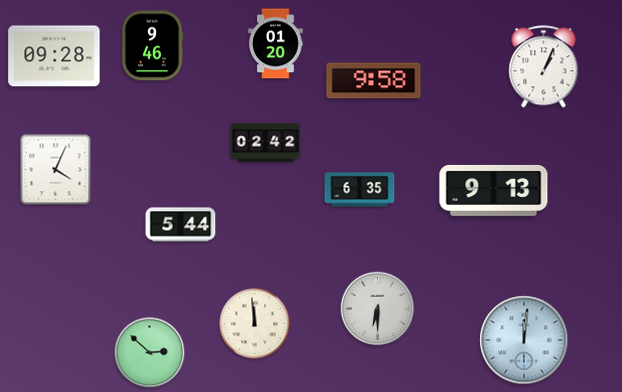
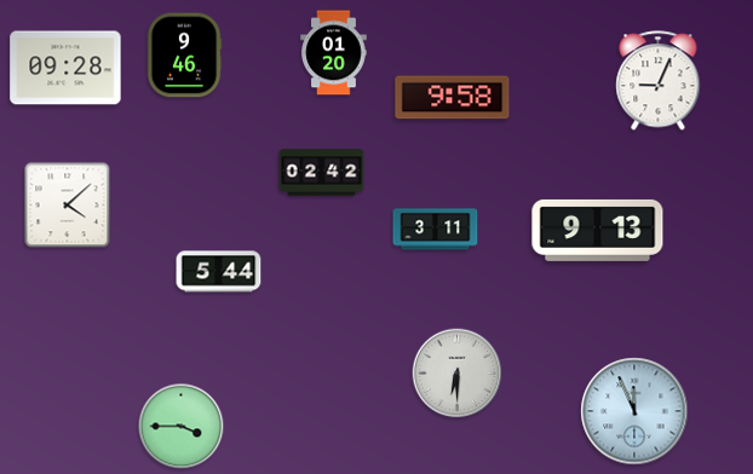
clock at (544, 67): 1:04 -> 9:04
clock at (56, 170): 4:04 -> 4:08
clock at (360, 190): 6:35 -> 3:11
clock at (255, 324): 11:59 -> none
clock at (524, 340): 12:01 -> 11:56
clock at (150, 353): 2:52 -> 3:45
